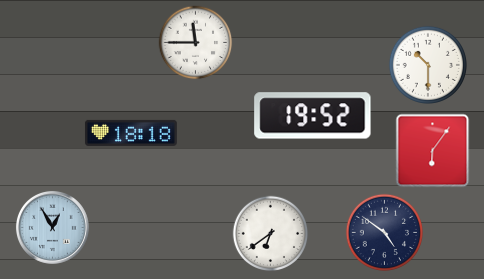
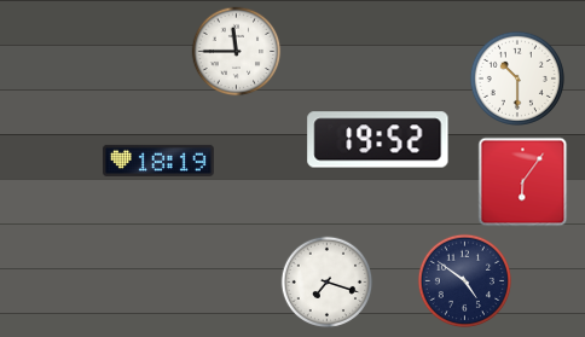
clock at (131, 133): 18:18 -> 18:19
clock at (52, 227): 12:55 -> none
clock at (271, 234): 6:39 -> 7:18
